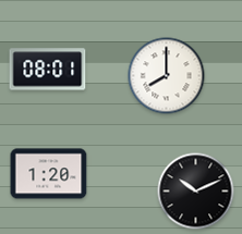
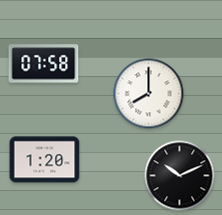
clock at (48, 70): 08:01 -> 07:58
clock at (167, 76) position: (167, 76) -> (149, 94)
